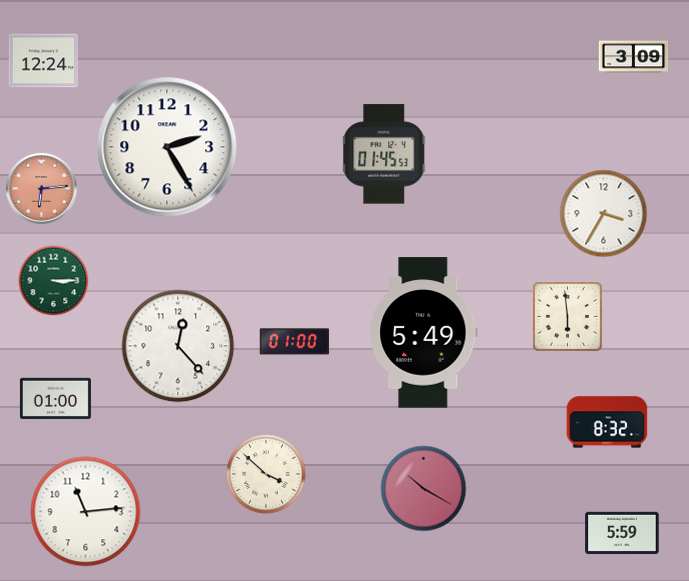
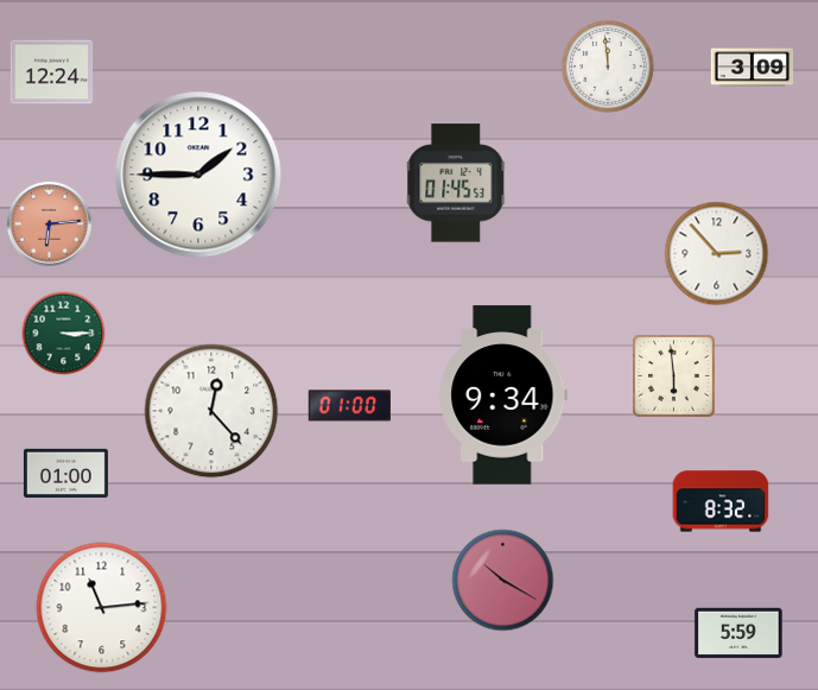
clock at (609, 68): none -> 11:59
clock at (167, 147): 2:25 -> 1:45
clock at (604, 214): 3:35 -> 2:53
clock at (424, 333): 5:49 -> 9:34
clock at (266, 474): 3:52 -> none
